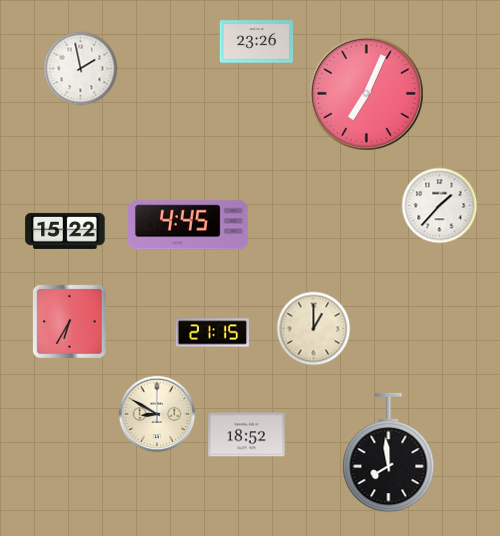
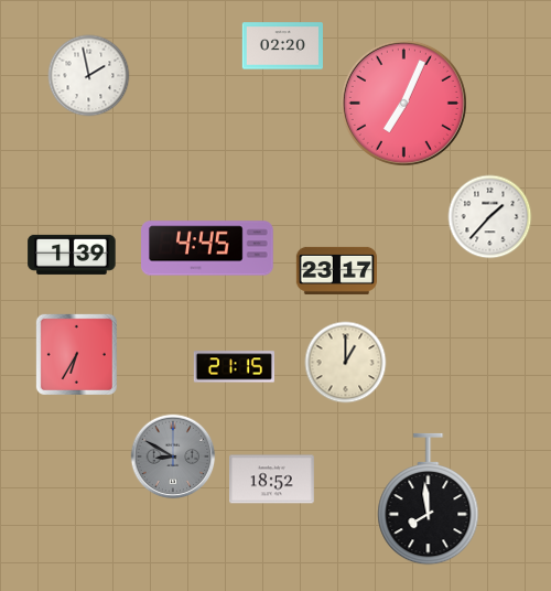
clock at (256, 42): 23:26 -> 02:20
clock at (440, 206) position: (440, 206) -> (490, 217)
clock at (65, 231): 15:22 -> 1:39
clock at (336, 270): none -> 23:17
clock at (157, 414) dial: cream -> grey
